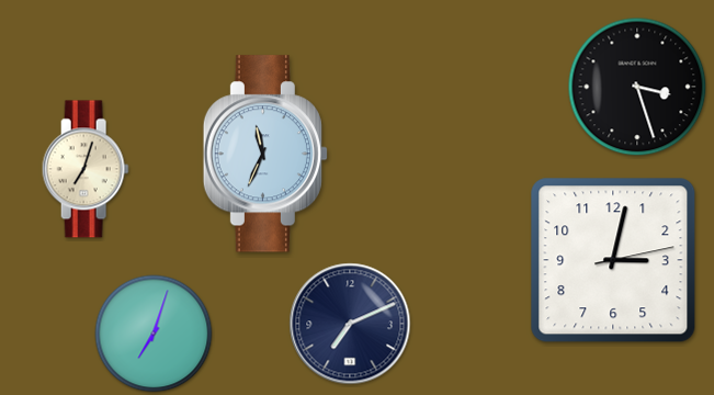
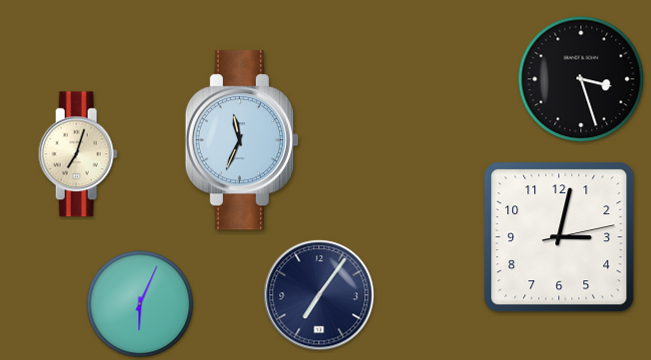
clock at (350, 324): 7:11 -> 7:06
clock at (154, 334): 7:03 -> 6:04
